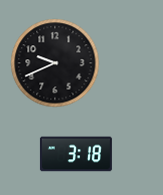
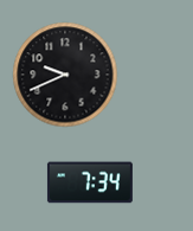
clock at (76, 154): 3:18 -> 7:34
